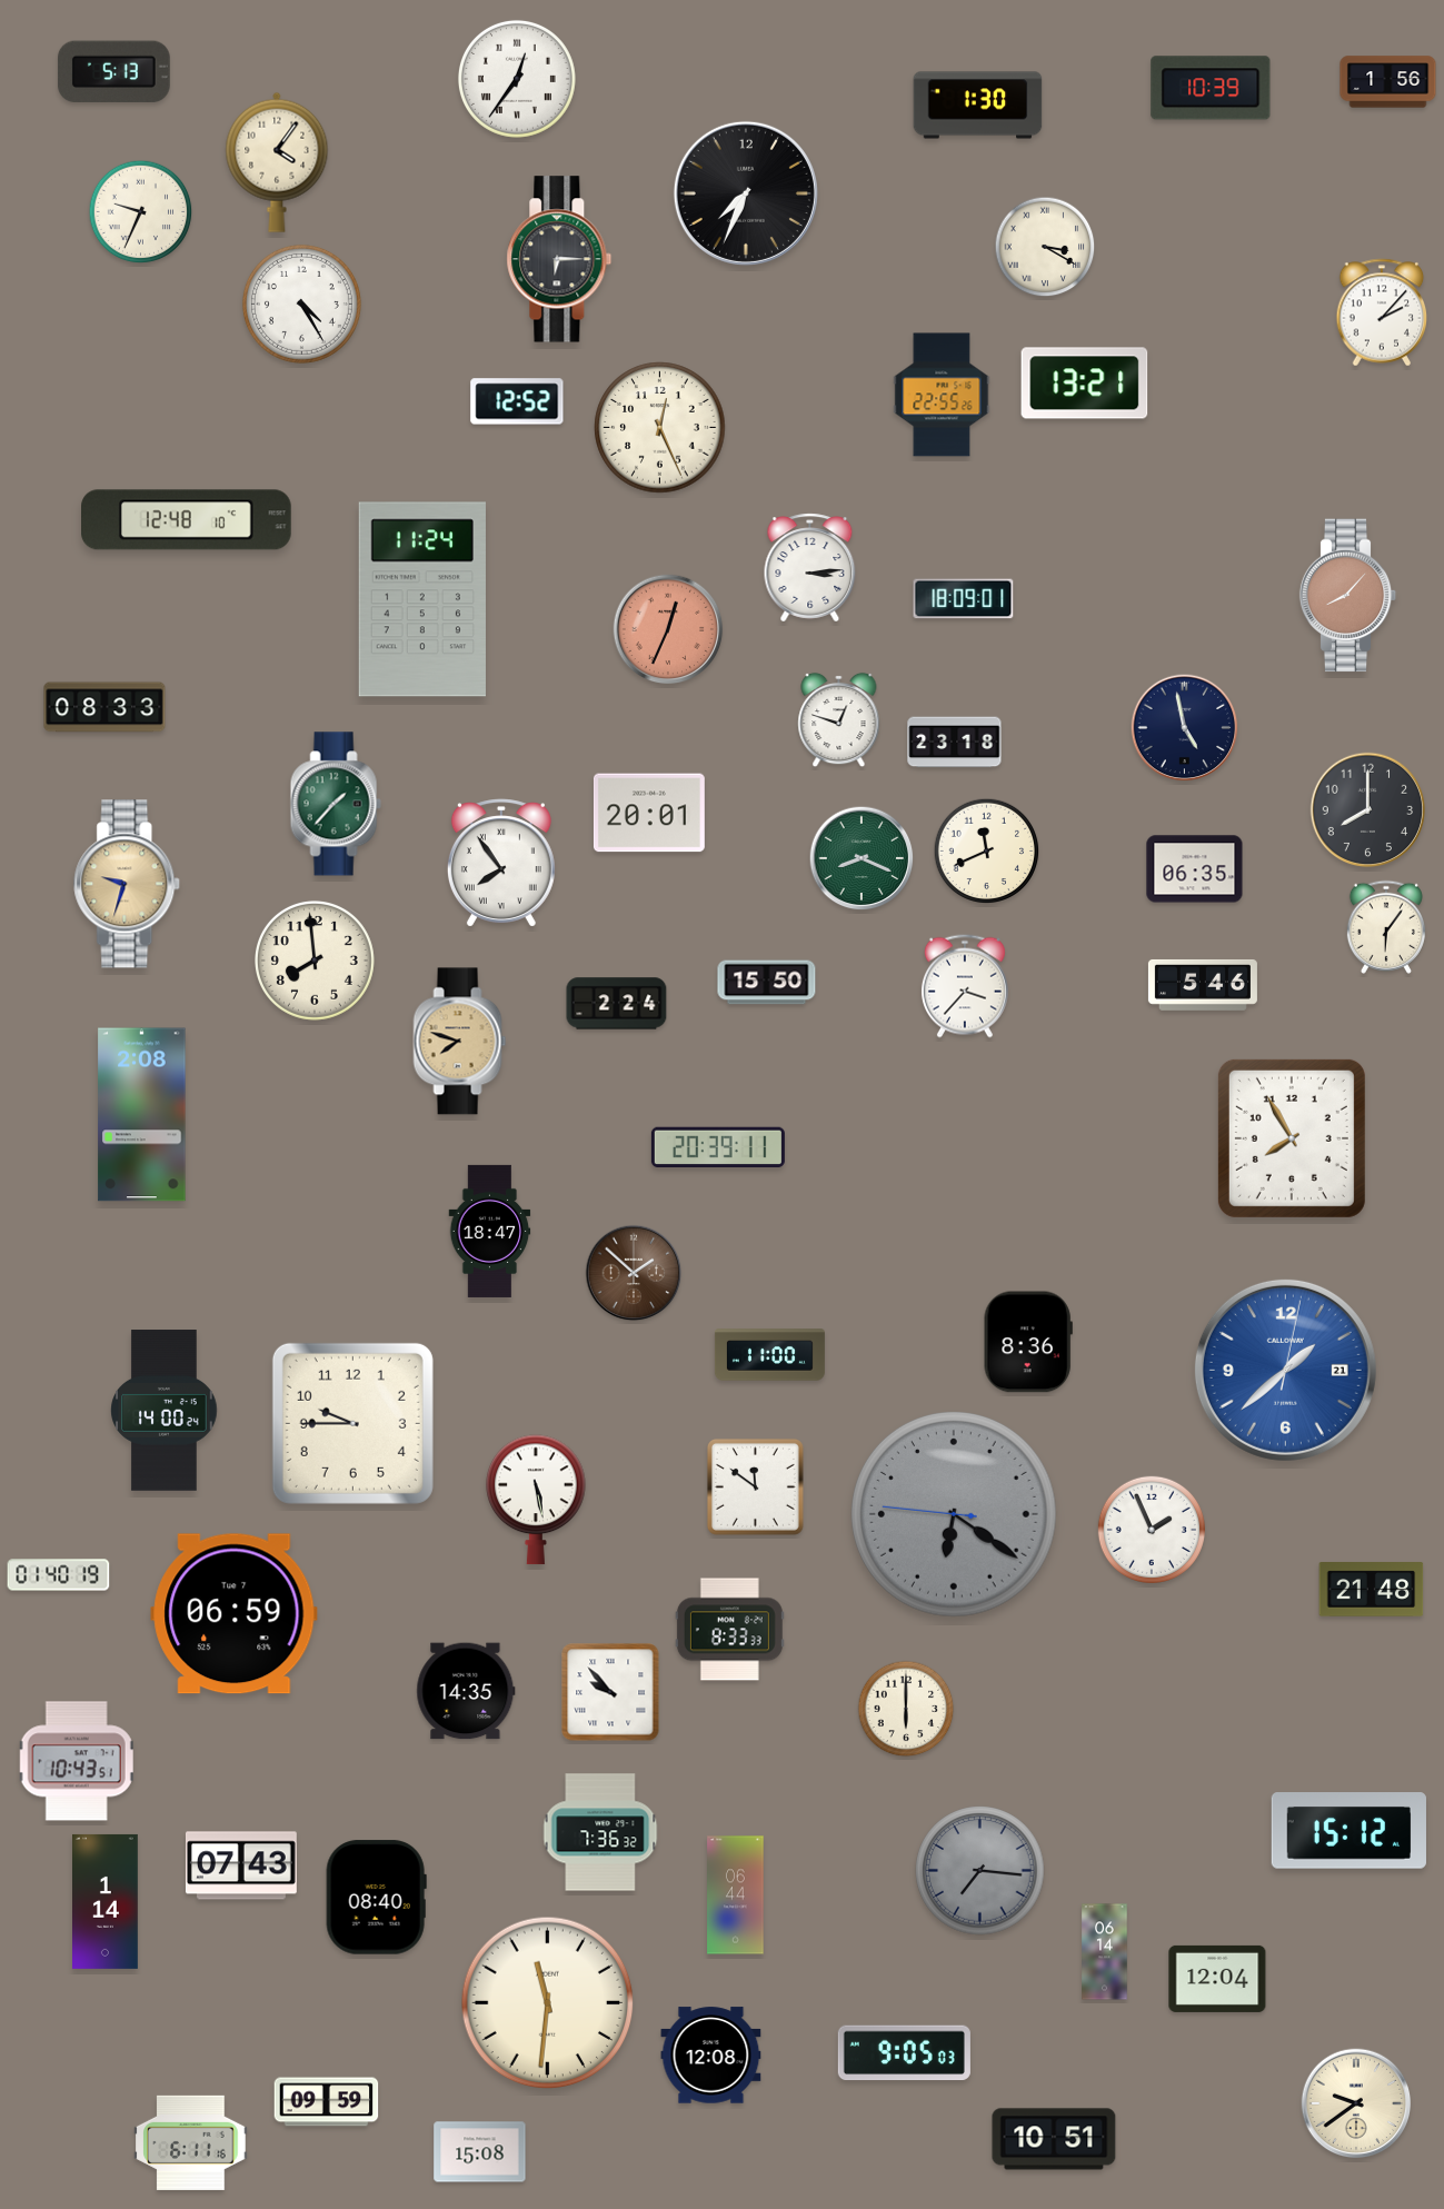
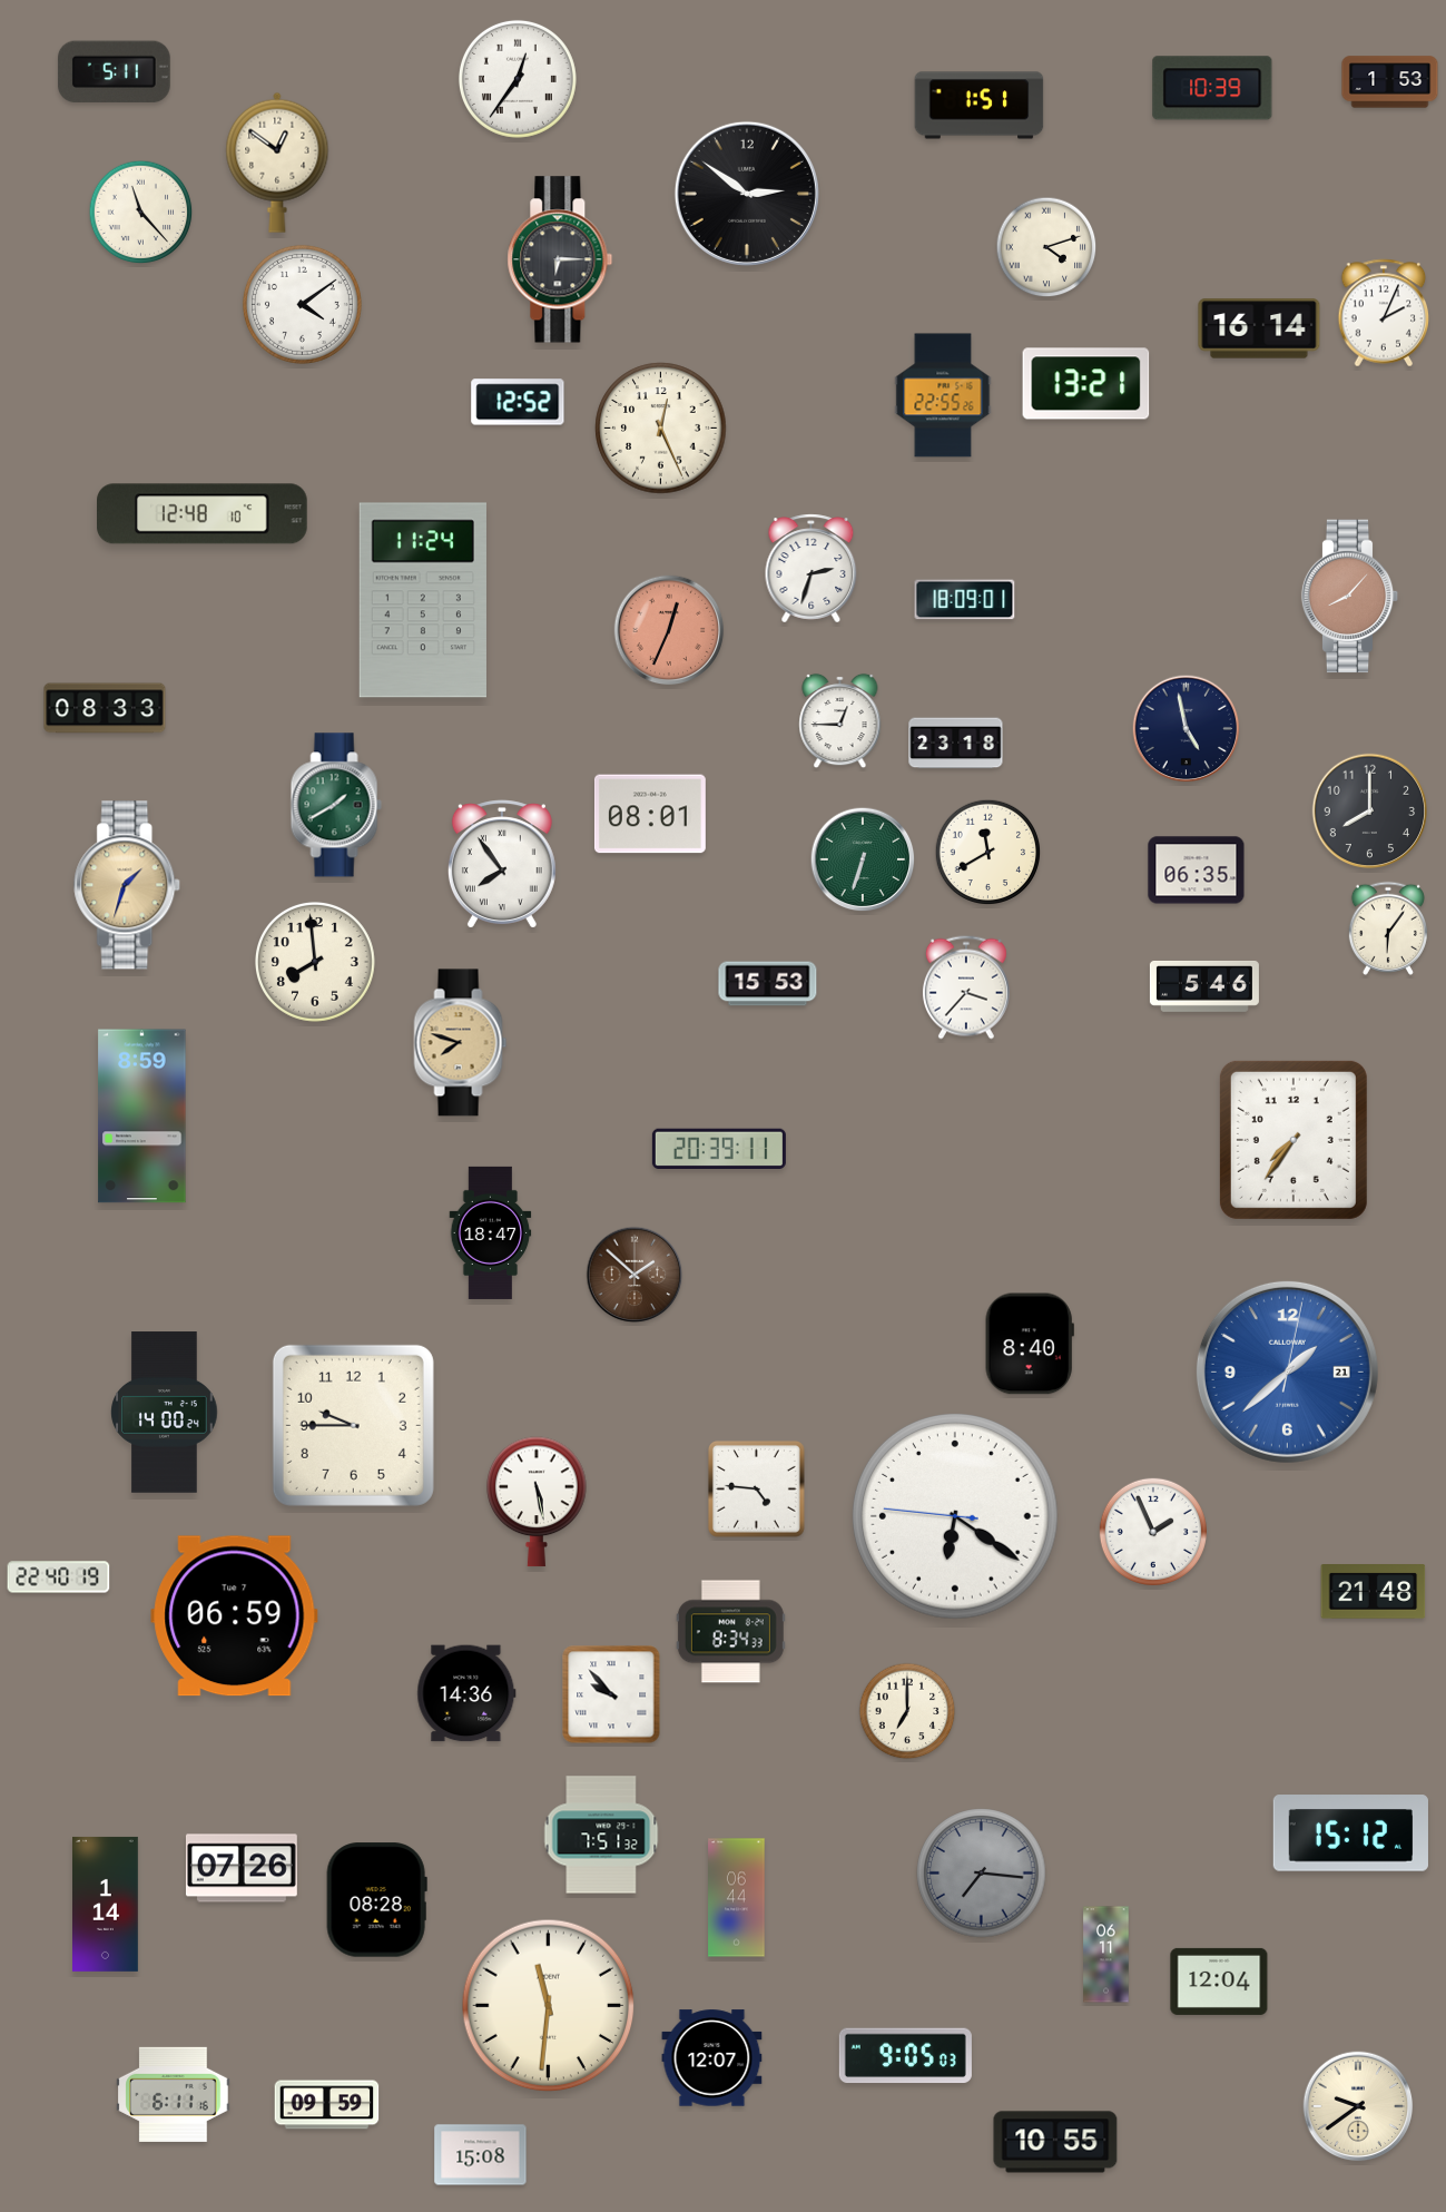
clock at (113, 72): 5:13 -> 5:11
clock at (1388, 82): 1:56 -> 1:53
clock at (978, 106): 1:30 -> 1:51
clock at (277, 162): 4:06 -> 12:51
clock at (746, 193): 7:34 -> 2:51
clock at (141, 212): 9:34 -> 11:23
clock at (1045, 247): 3:20 -> 4:12
clock at (301, 304): 4:25 -> 4:09
clock at (1382, 312): 2:07 -> 2:04
clock at (1259, 328): none -> 16:14
clock at (187, 520) position: (187, 520) -> (203, 514)
clock at (810, 568): 3:14 -> 2:33
clock at (839, 720): 12:48 -> 12:45
clock at (336, 804): 1:37 -> 1:40
clock at (649, 813): 20:01 -> 08:01
clock at (987, 852): 11:41 -> 11:40
clock at (862, 858): 8:19 -> 6:33
clock at (128, 884): 9:33 -> 1:33
clock at (767, 983): 15:50 -> 15:53
clock at (617, 1004): 2:24 -> none
clock at (142, 1115): 2:08 -> 8:59
clock at (1292, 1138): 7:55 -> 7:36
clock at (1028, 1342): 8:36 -> 8:40
clock at (769, 1355): 11:00 -> none
clock at (755, 1486): 11:51 -> 4:46
clock at (955, 1515) dial: grey -> white
clock at (59, 1575): 01:40 -> 22:40
clock at (729, 1630): 8:33 -> 8:34
clock at (466, 1691): 14:35 -> 14:36
clock at (906, 1709): 6:00 -> 7:00
clock at (77, 1761): 10:43 -> none
clock at (600, 1832): 7:36 -> 7:51
clock at (241, 1865): 07:43 -> 07:26
clock at (376, 1898): 08:40 -> 08:28
clock at (1105, 1952): 06:14 -> 06:11
clock at (711, 2056): 12:08 -> 12:07
clock at (1054, 2139): 10:51 -> 10:55
clock at (191, 2142) position: (191, 2142) -> (174, 2094)
